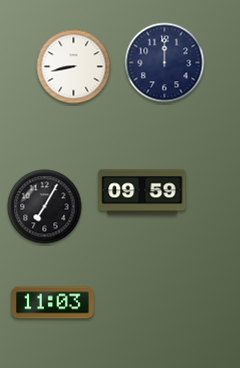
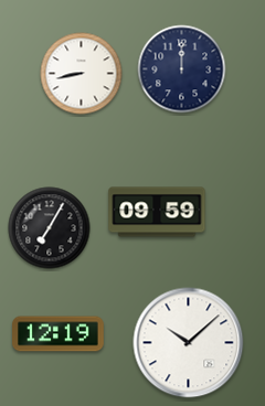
clock at (53, 303): 11:03 -> 12:19
clock at (189, 343): none -> 10:08
